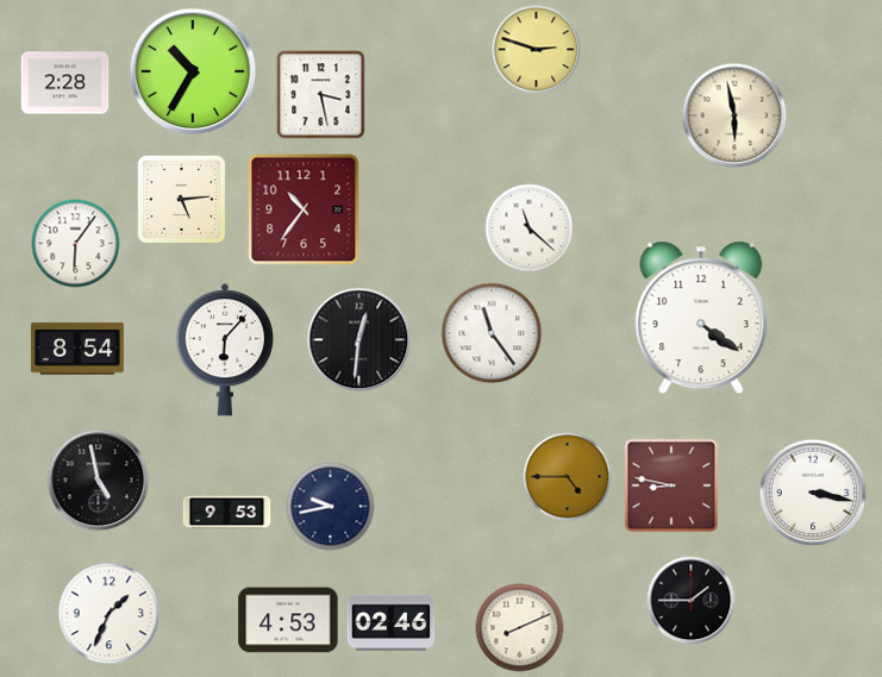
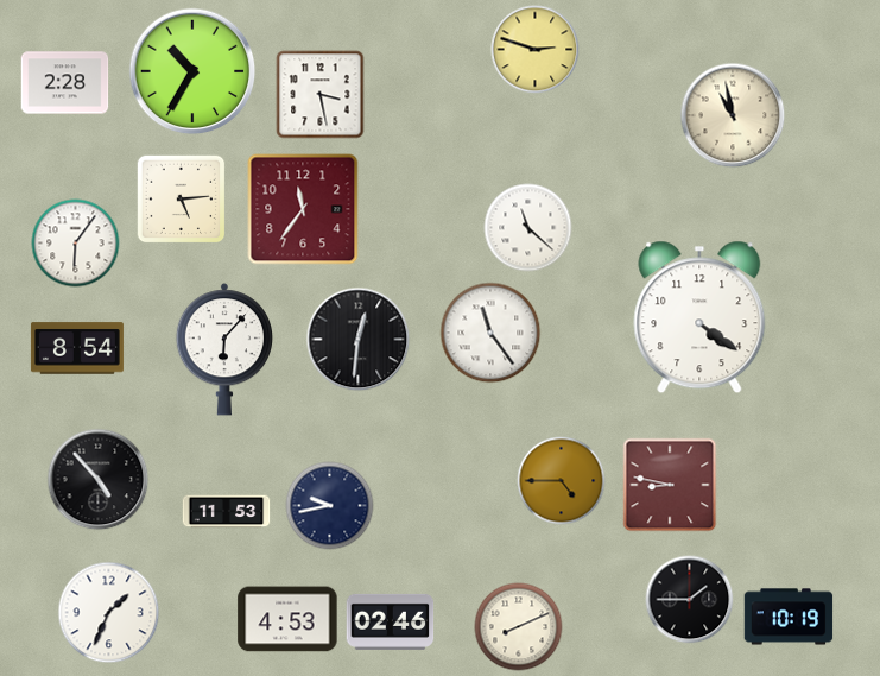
clock at (734, 115): 5:58 -> 10:58
clock at (304, 209): 10:36 -> 11:36
clock at (568, 477) position: (568, 477) -> (562, 481)
clock at (99, 481): 4:58 -> 4:53
clock at (813, 493): 3:17 -> none
clock at (227, 513): 9:53 -> 11:53
clock at (789, 617): none -> 10:19
